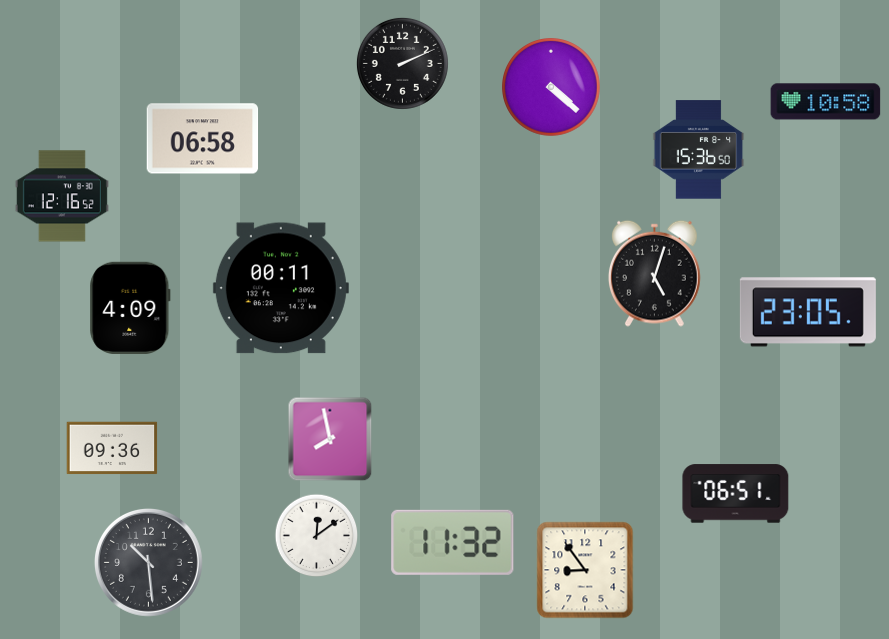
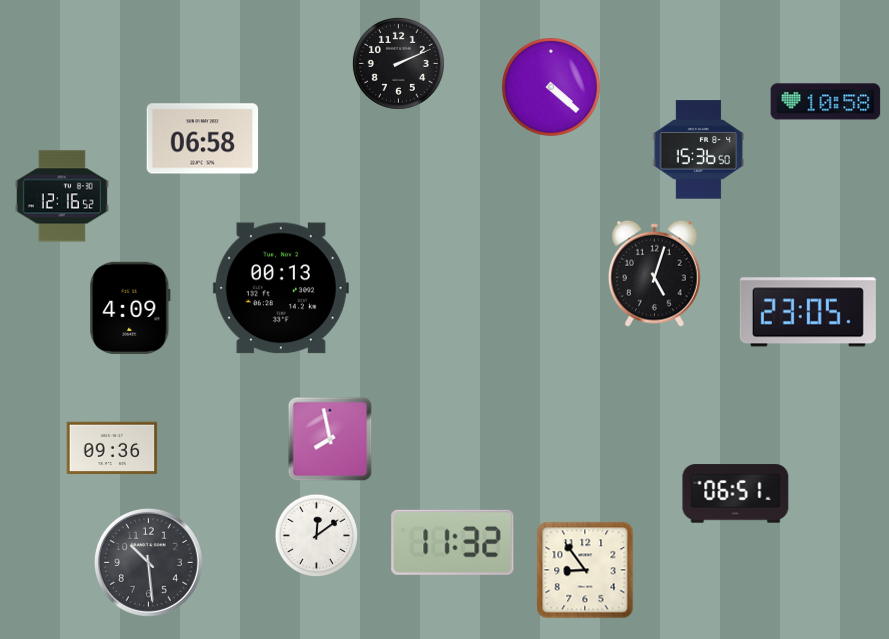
clock at (402, 63) position: (402, 63) -> (398, 63)
clock at (281, 288): 00:11 -> 00:13
